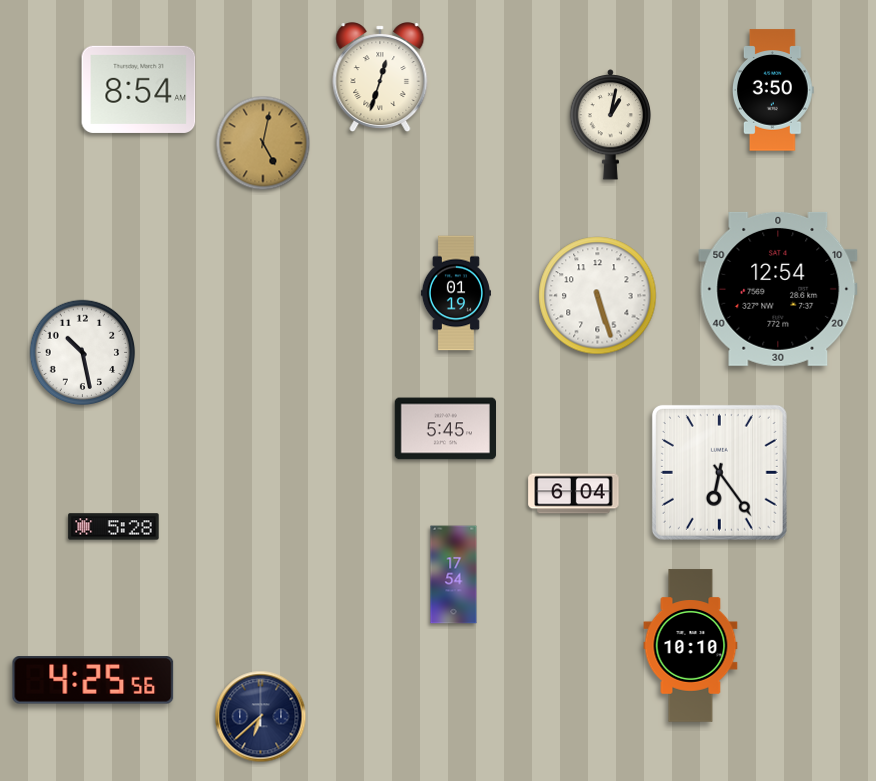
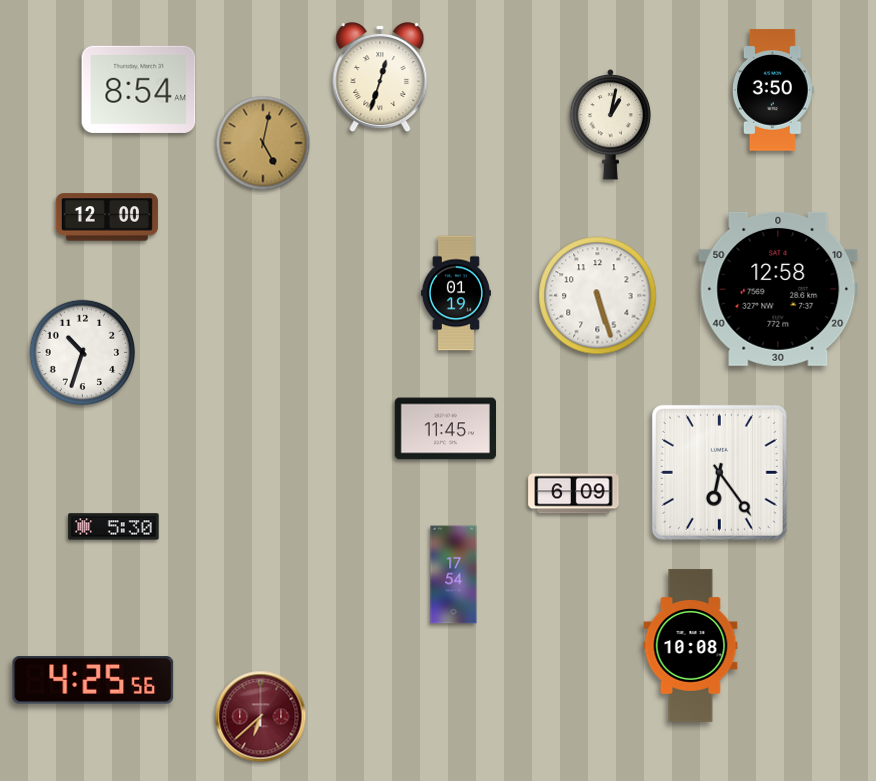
clock at (107, 217): none -> 12:00
clock at (778, 289): 12:54 -> 12:58
clock at (83, 353): 10:28 -> 10:33
clock at (445, 429): 5:45 -> 11:45
clock at (574, 494): 6:04 -> 6:09
clock at (114, 527): 5:28 -> 5:30
clock at (691, 646): 10:10 -> 10:08
clock at (261, 717) dial: navy -> burgundy
